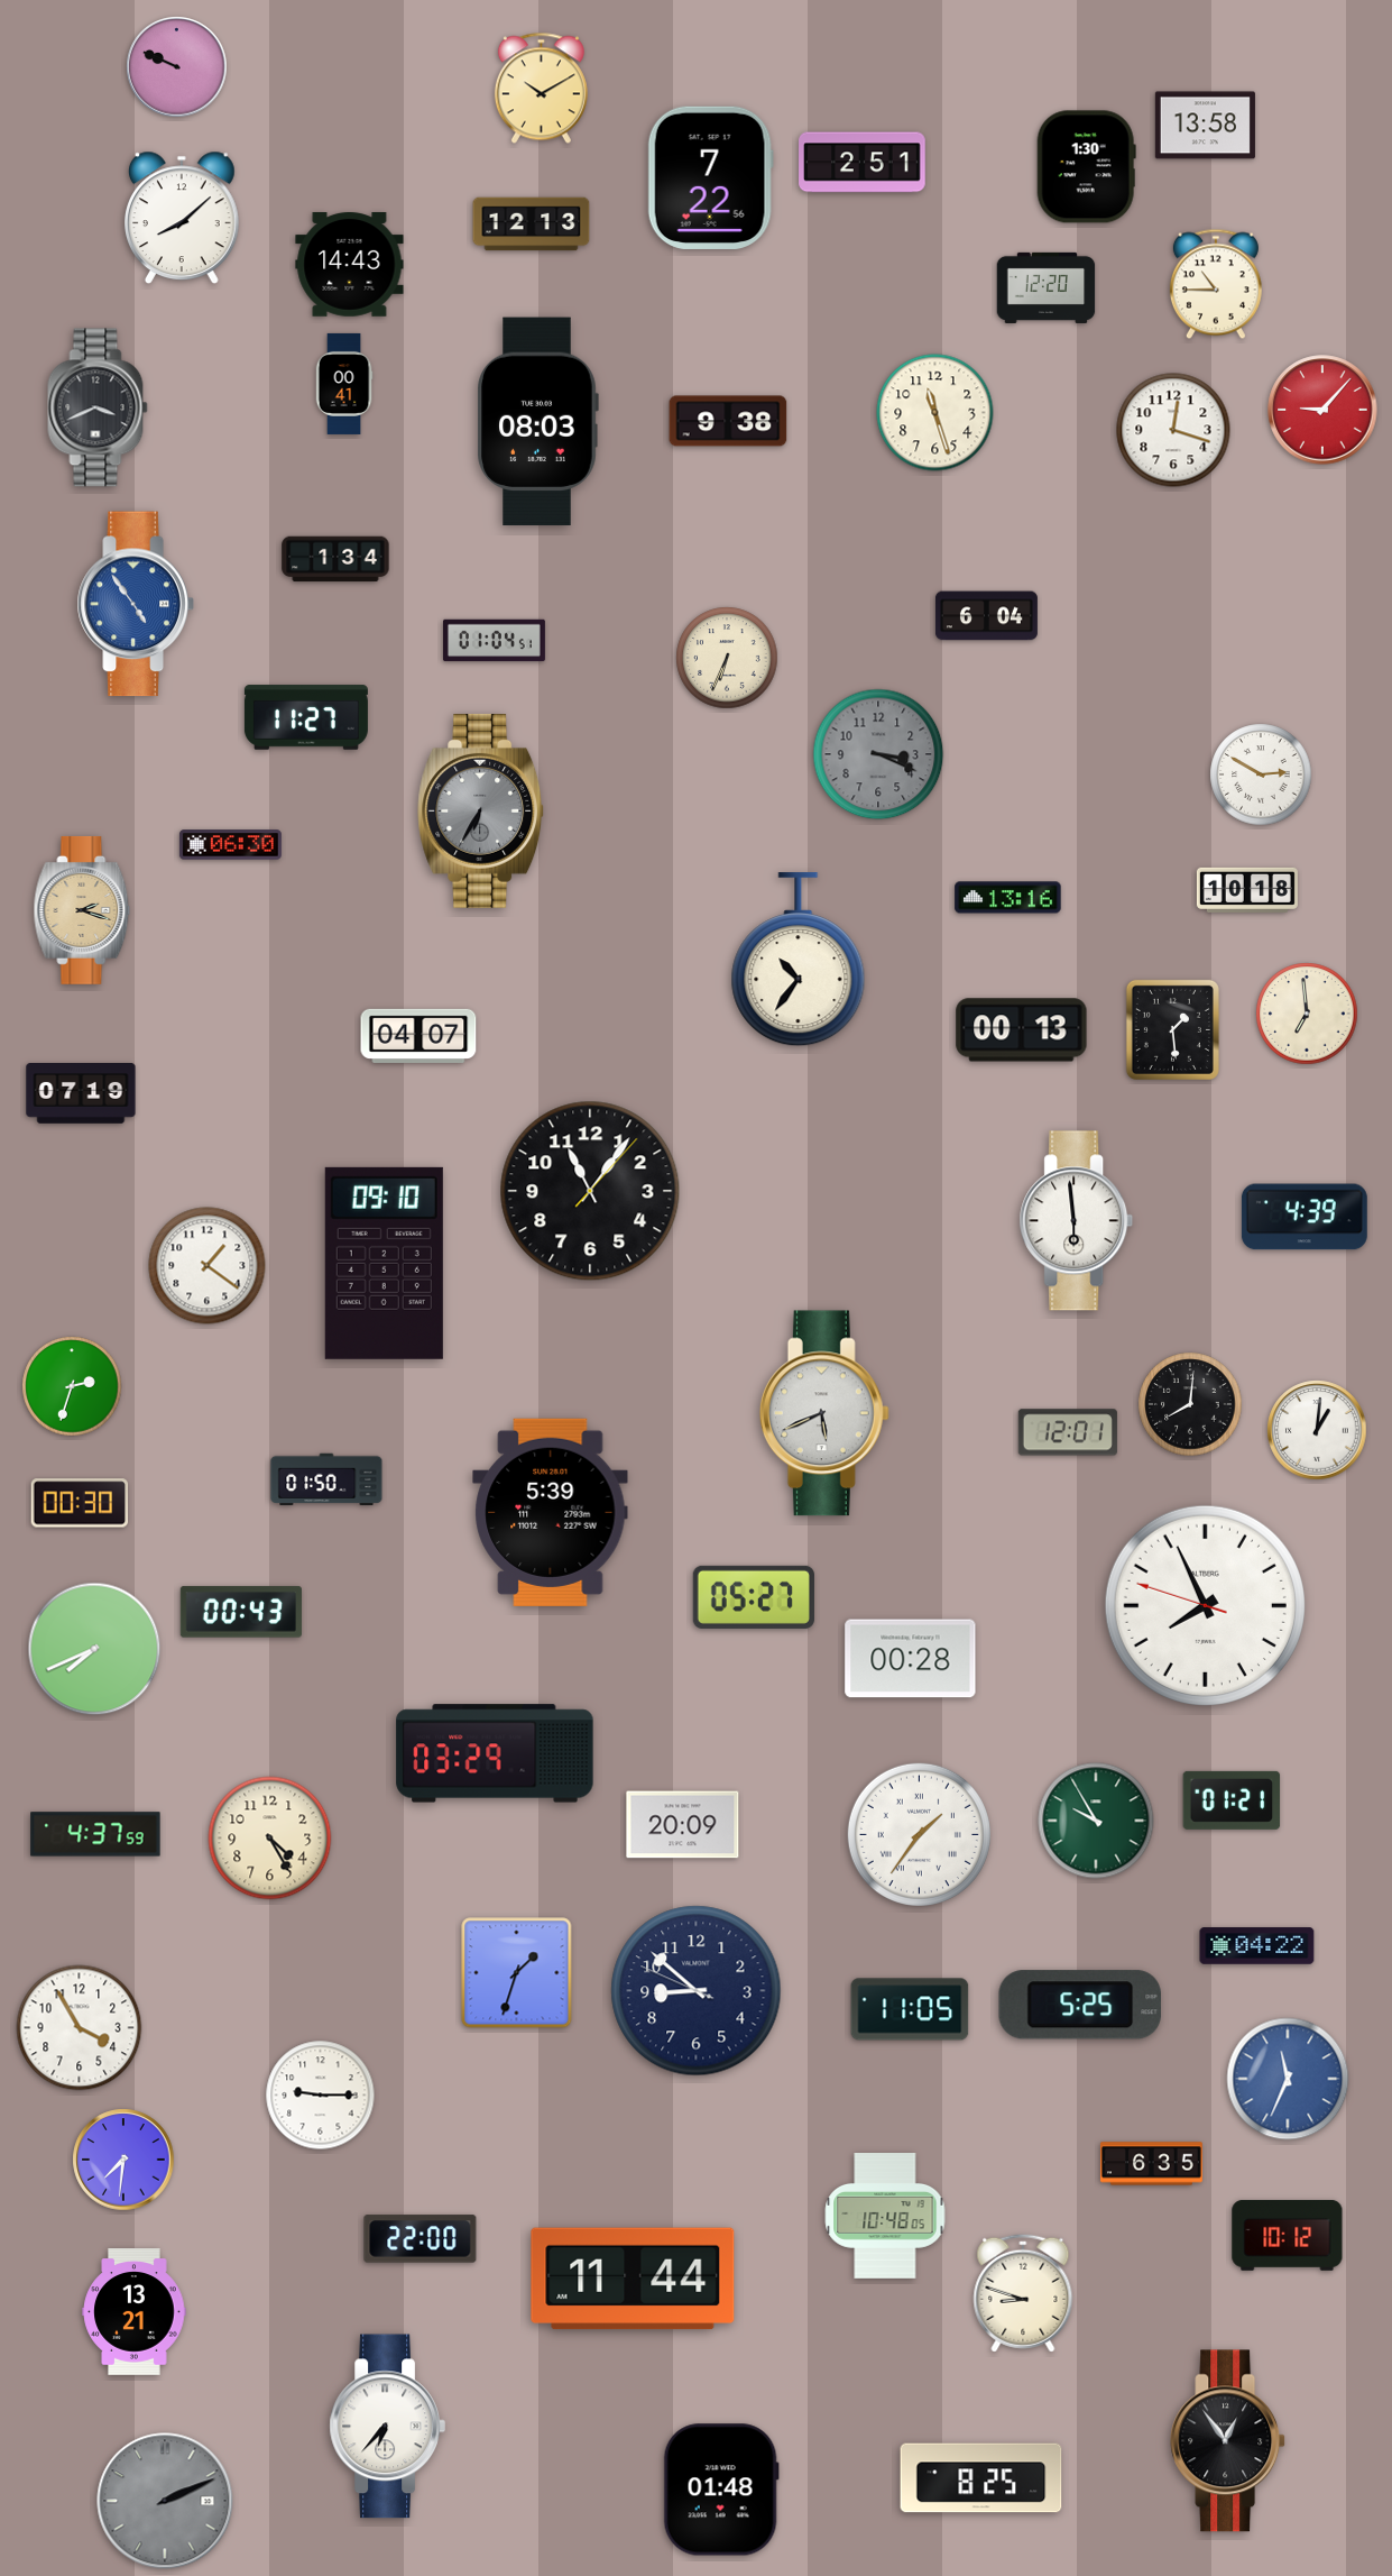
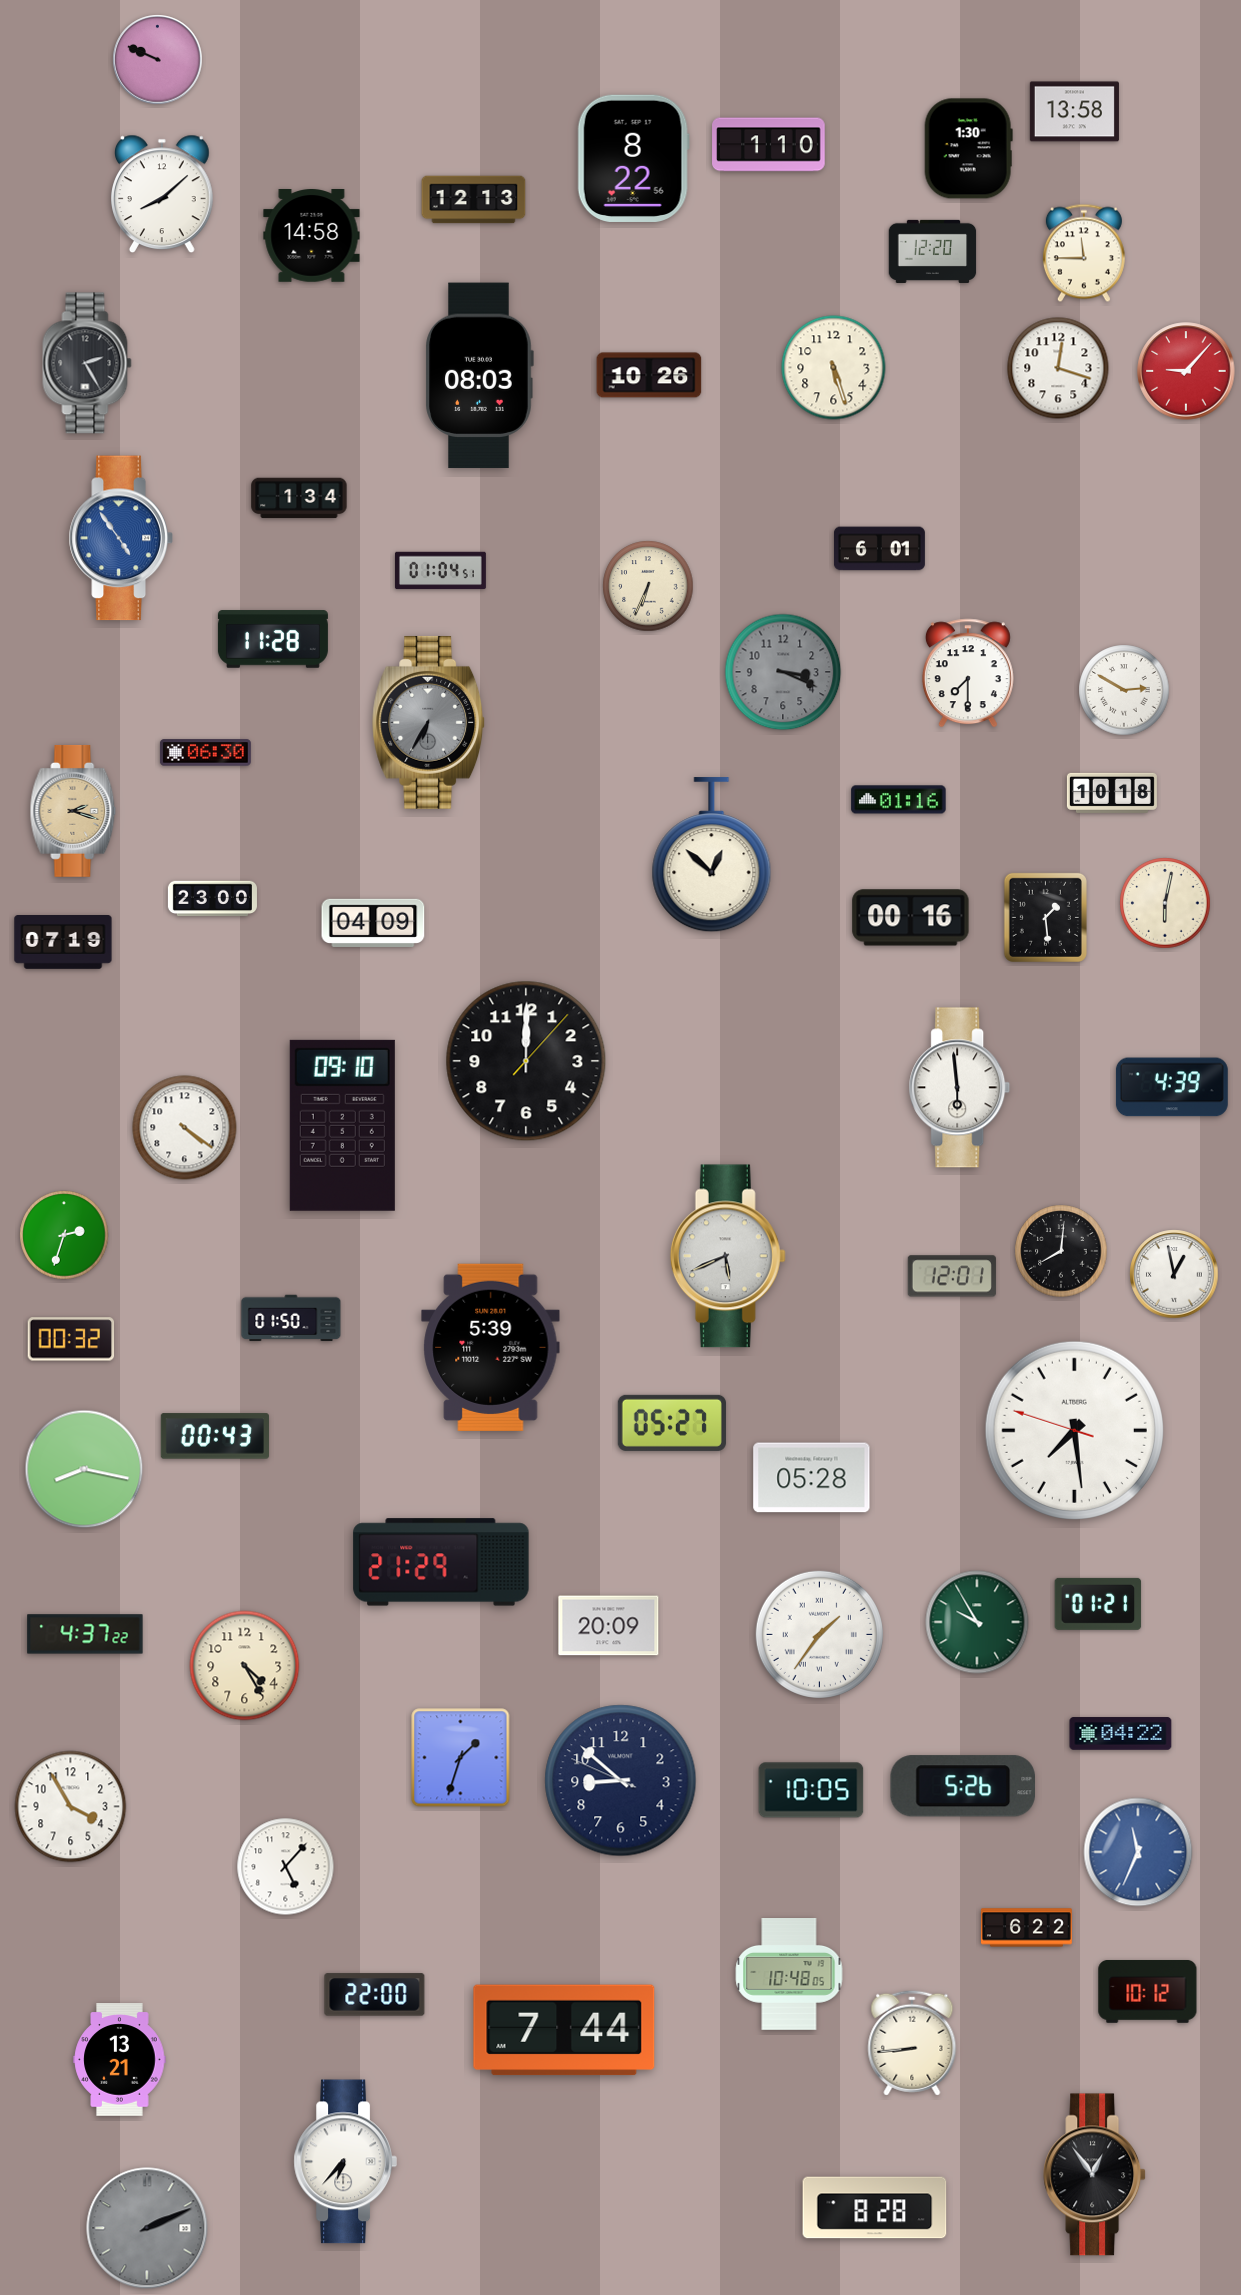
clock at (541, 89): 10:10 -> none
clock at (863, 163): 2:51 -> 1:10
clock at (710, 177): 7:22 -> 8:22
clock at (350, 265): 14:43 -> 14:58
clock at (1216, 284): 10:45 -> 11:45
clock at (1047, 287) position: (1047, 287) -> (933, 251)
clock at (344, 384): 00:41 -> none
clock at (98, 407): 3:41 -> 2:25
clock at (1322, 410) position: (1322, 410) -> (1186, 371)
clock at (935, 413): 11:27 -> 5:27
clock at (728, 421): 9:38 -> 10:26
clock at (1173, 430) position: (1173, 430) -> (1058, 368)
clock at (986, 616): 6:04 -> 6:01
clock at (306, 717): 11:27 -> 11:28
clock at (968, 673): none -> 7:30
clock at (1008, 898): 13:16 -> 01:16
clock at (799, 960): 10:36 -> 12:52
clock at (212, 899): none -> 23:00
clock at (1307, 1014): 6:59 -> 6:02
clock at (1022, 1030): 00:13 -> 00:16
clock at (418, 1036): 04:07 -> 04:09
clock at (81, 1094) position: (81, 1094) -> (63, 943)
clock at (590, 1191): 11:06 -> 12:00
clock at (1305, 1217) position: (1305, 1217) -> (1172, 1087)
clock at (208, 1266): 1:21 -> 4:21
clock at (824, 1413) position: (824, 1413) -> (728, 1256)
clock at (1317, 1430): 1:01 -> 12:58
clock at (80, 1503): 00:30 -> 00:32
clock at (1205, 1605): 7:55 -> 7:28
clock at (94, 1649): 7:41 -> 8:17
clock at (911, 1659): 00:28 -> 05:28
clock at (495, 1753): 03:29 -> 21:29
clock at (95, 1834): 4:37:59 -> 4:37:22
clock at (270, 1839) position: (270, 1839) -> (245, 1666)
clock at (697, 1991) position: (697, 1991) -> (621, 1781)
clock at (1079, 2005): 5:25 -> 5:26
clock at (910, 2009): 11:05 -> 10:05
clock at (1288, 2079) position: (1288, 2079) -> (1138, 1852)
clock at (321, 2096): 9:15 -> 5:07
clock at (123, 2160): 7:31 -> none
clock at (1151, 2164): 6:35 -> 6:22
clock at (633, 2279): 11:44 -> 7:44
clock at (1023, 2293): 8:48 -> 8:44
clock at (981, 2478): 8:25 -> 8:28
clock at (721, 2490): 01:48 -> none
